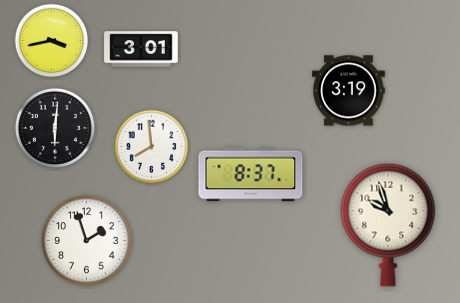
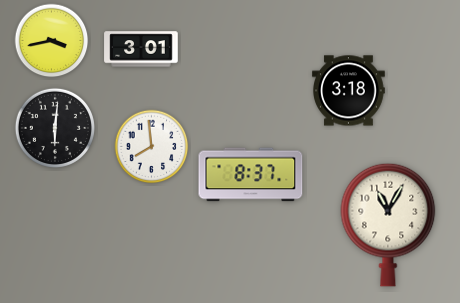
clock at (349, 91): 3:19 -> 3:18
clock at (388, 225): 9:57 -> 11:05
clock at (87, 241): 1:57 -> none
